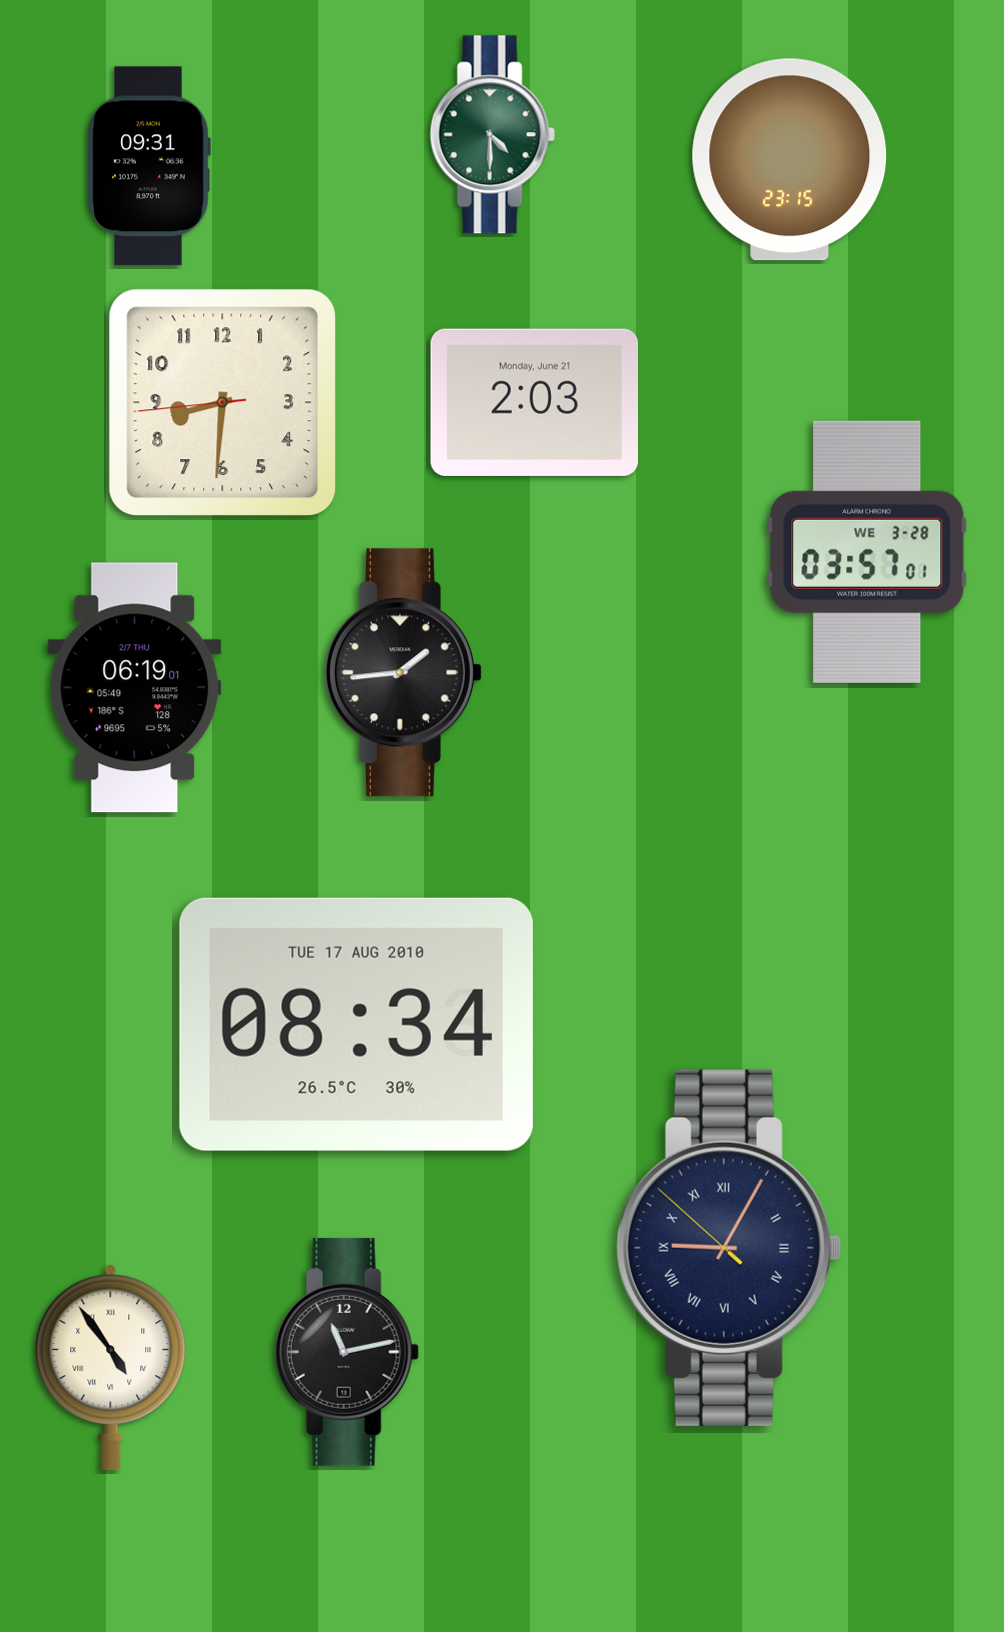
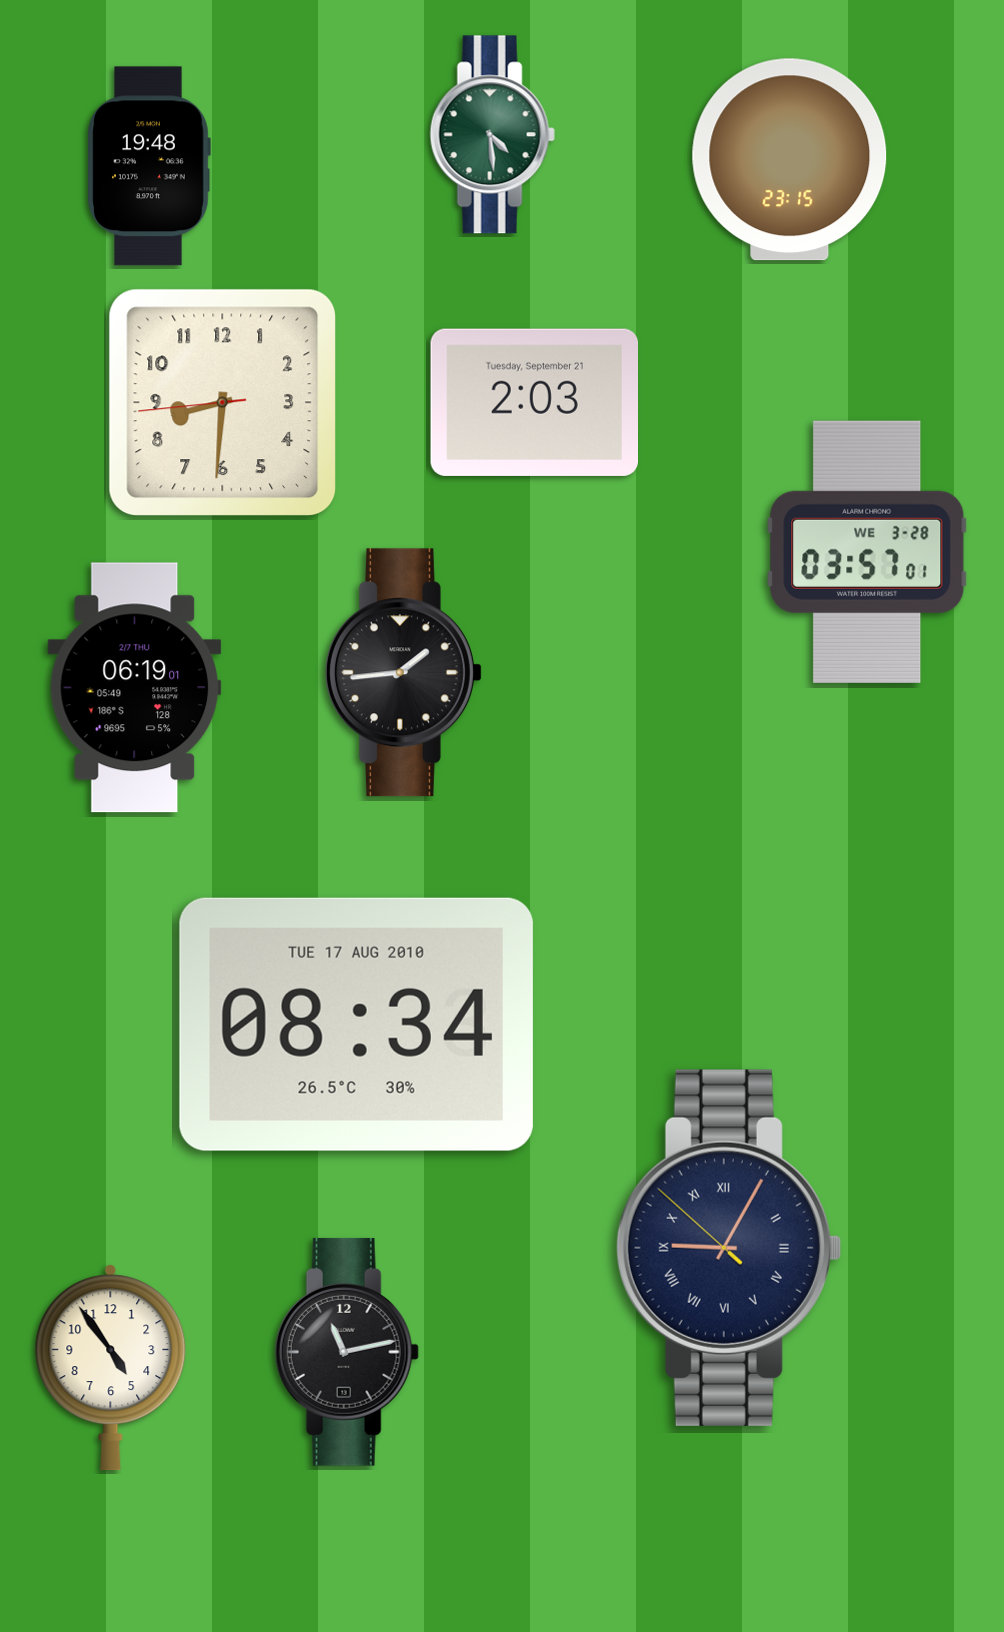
clock at (492, 135): 4:30 -> 4:29
clock at (149, 166): 09:31 -> 19:48
clock at (534, 402) date: Monday, June 21 -> Tuesday, September 21
clock at (111, 1368) numerals: Roman -> Arabic
